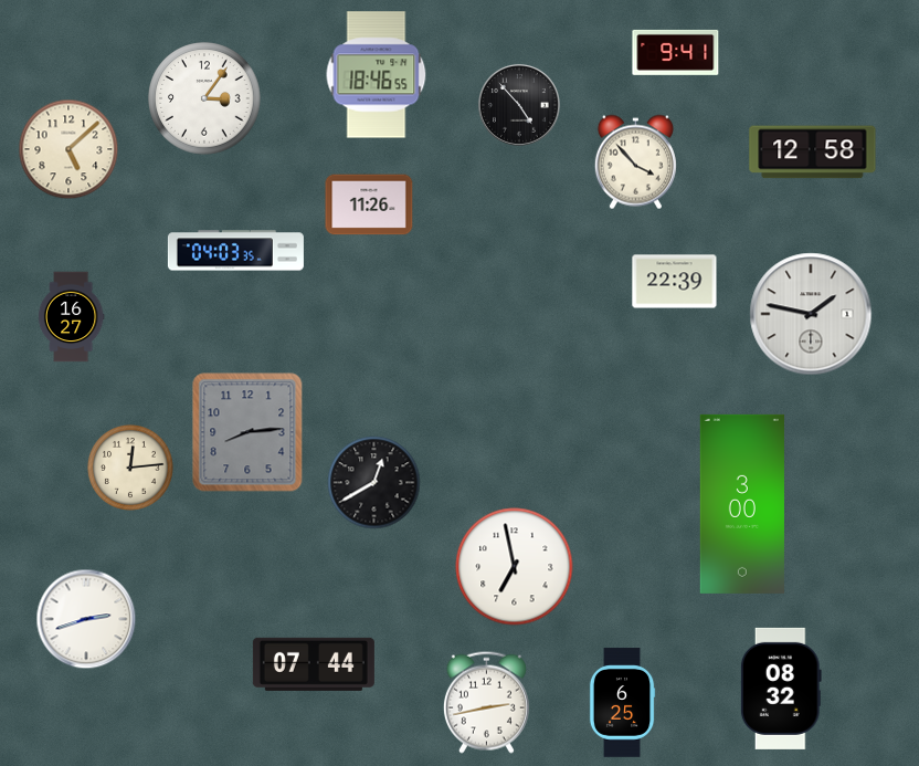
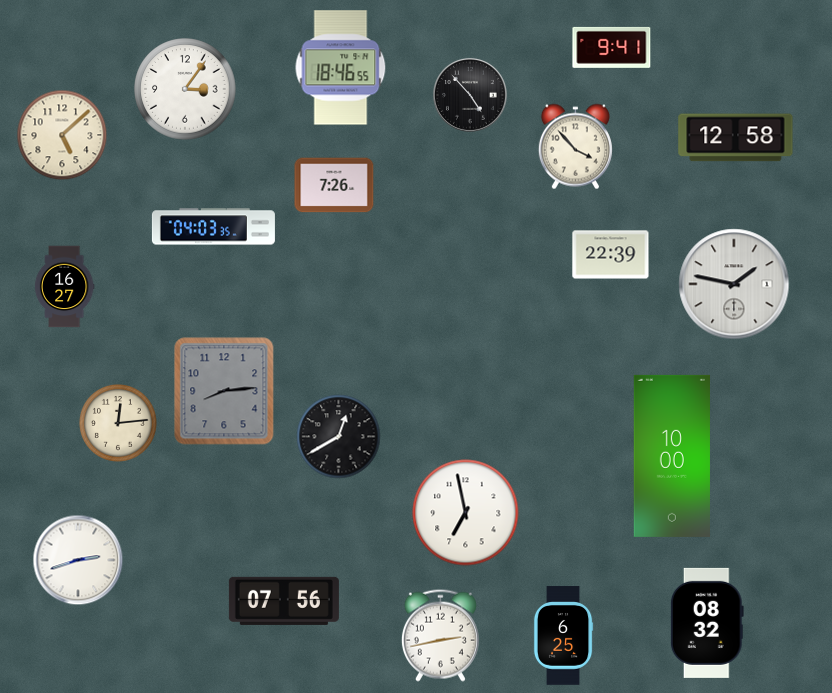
clock at (369, 204): 11:26 -> 7:26
clock at (742, 504): 3:00 -> 10:00
clock at (314, 664): 07:44 -> 07:56
